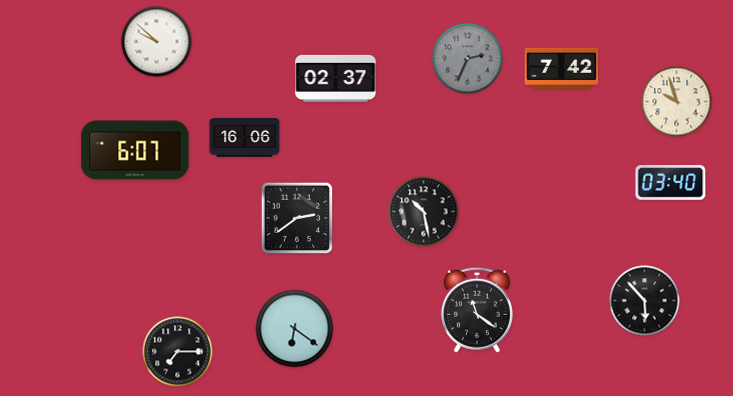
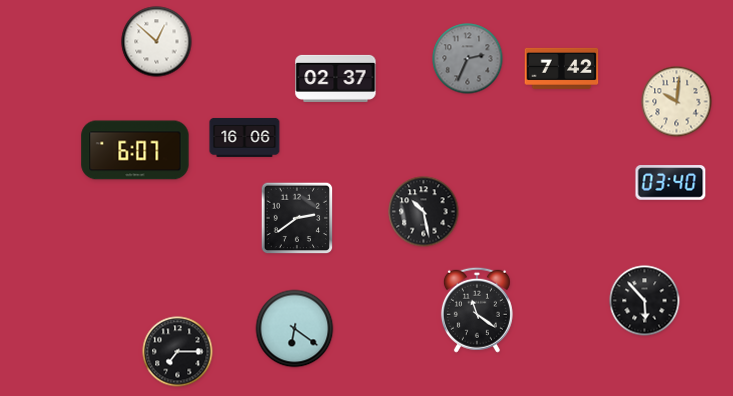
clock at (157, 42): 9:52 -> 12:52
clock at (677, 102): 9:57 -> 10:01
